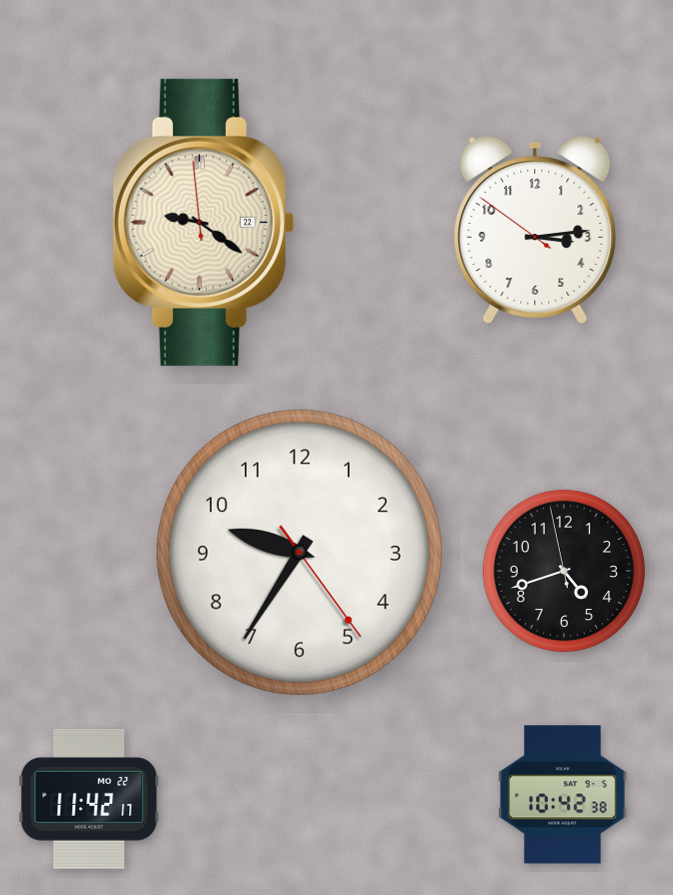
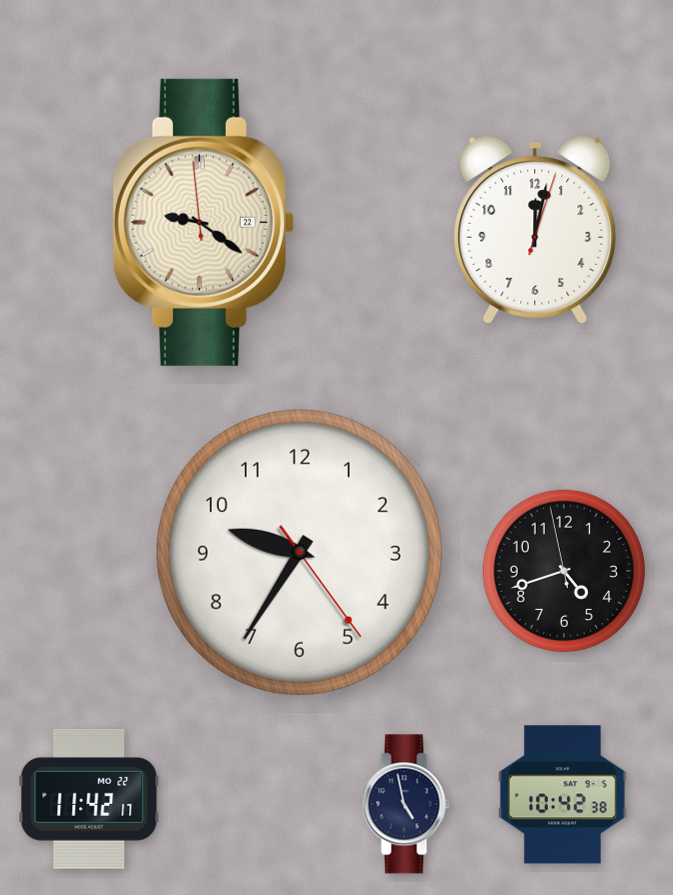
clock at (535, 230): 3:13 -> 12:02
clock at (406, 804): none -> 4:58
